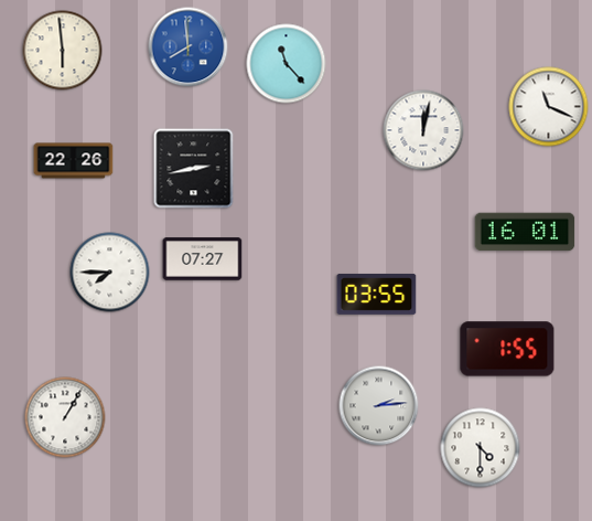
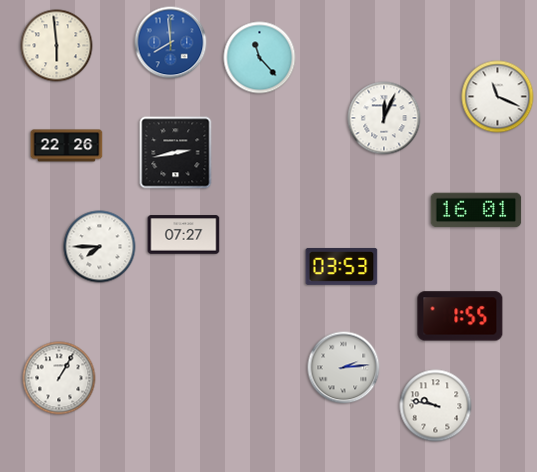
clock at (423, 130): 12:02 -> 12:04
clock at (377, 294): 03:55 -> 03:53
clock at (481, 448): 4:30 -> 9:47
